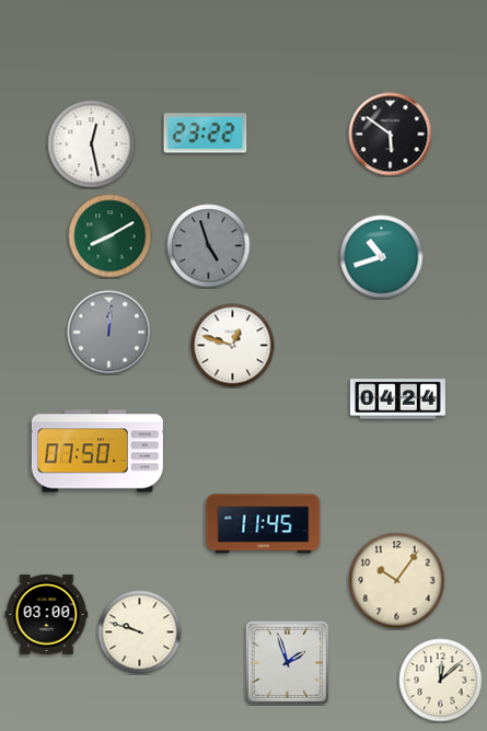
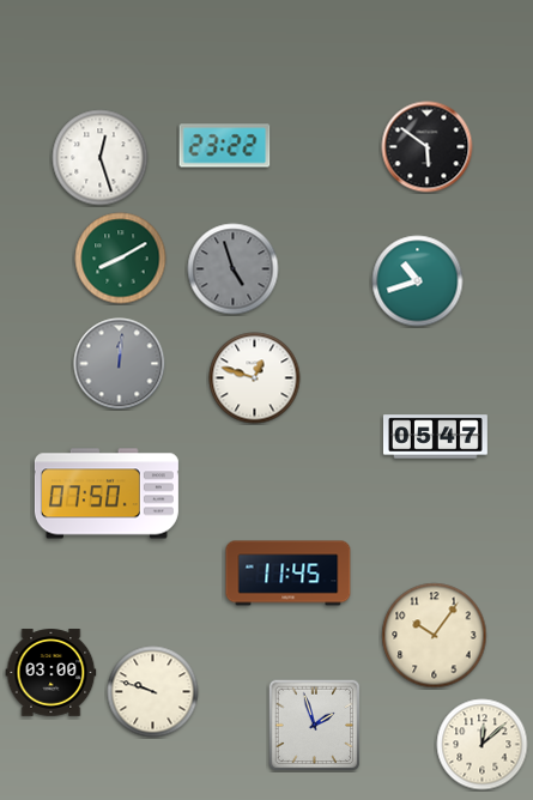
clock at (92, 144): 12:28 -> 12:27
clock at (209, 246) position: (209, 246) -> (234, 269)
clock at (397, 399): 04:24 -> 05:47
